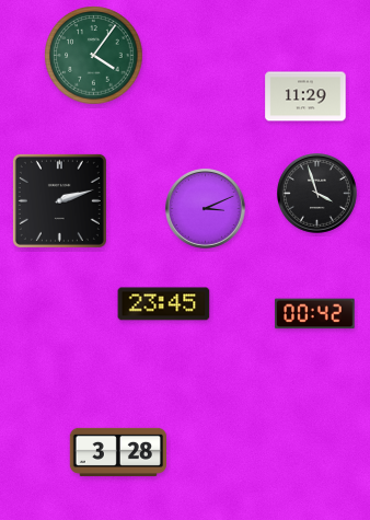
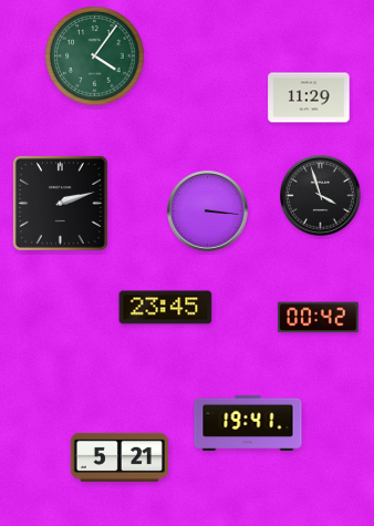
clock at (206, 209): 3:11 -> 3:16
clock at (248, 423): none -> 19:41
clock at (117, 452): 3:28 -> 5:21
